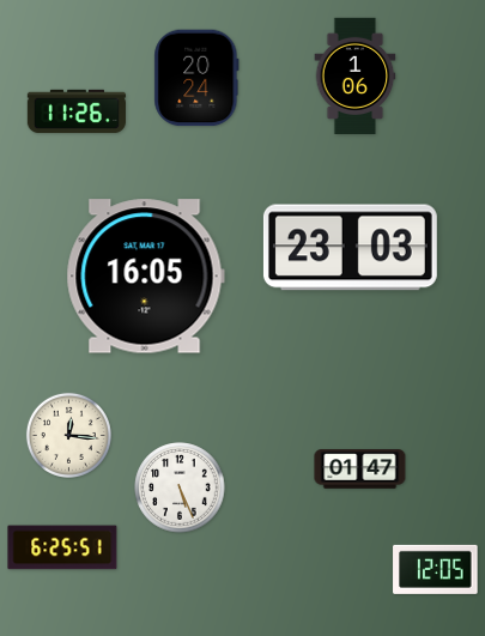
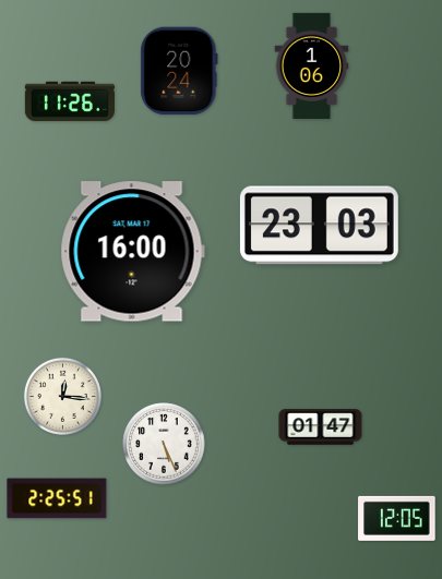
clock at (356, 75) position: (356, 75) -> (312, 65)
clock at (145, 277): 16:05 -> 16:00
clock at (360, 470) position: (360, 470) -> (321, 427)
clock at (62, 547): 6:25 -> 2:25
